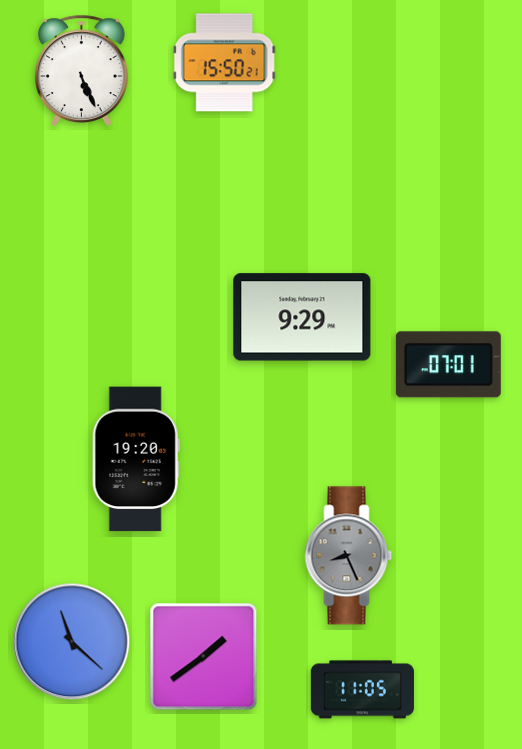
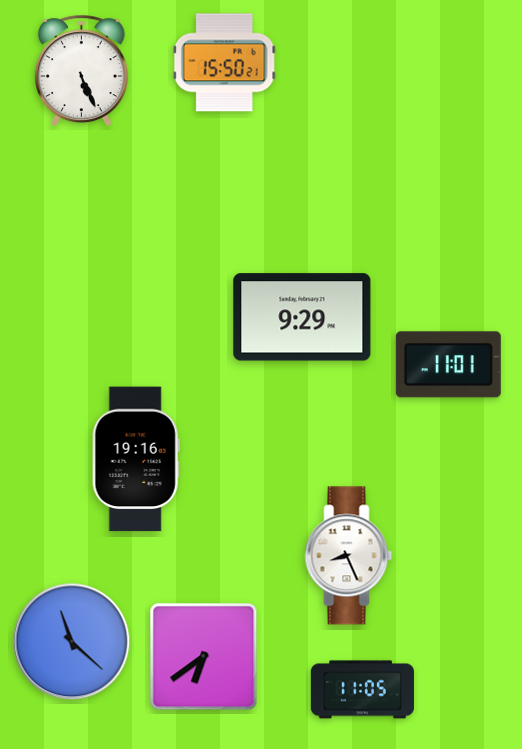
clock at (448, 365): 07:01 -> 11:01
clock at (136, 459): 19:20 -> 19:16
clock at (349, 556) dial: grey -> white
clock at (204, 657): 1:39 -> 6:39
